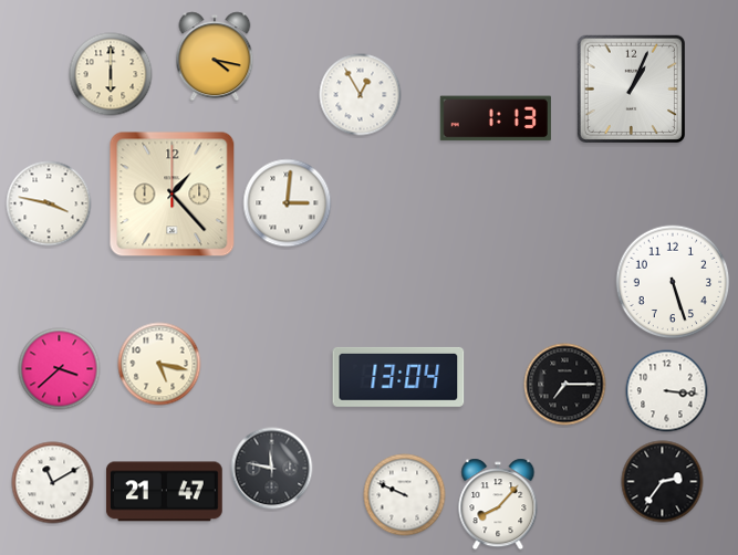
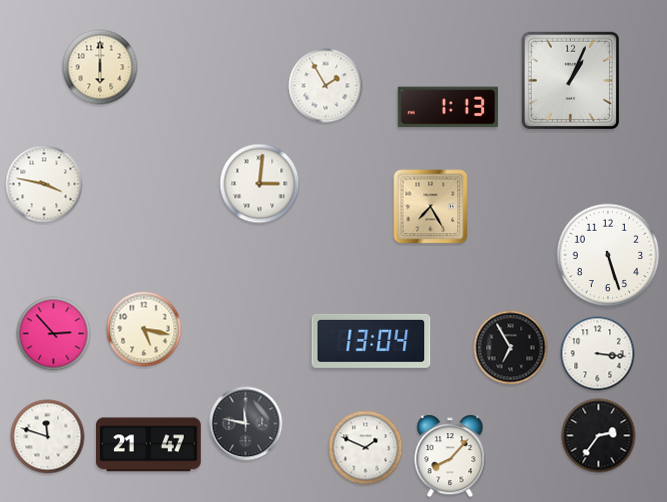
clock at (215, 56): 4:17 -> none
clock at (361, 95): 12:55 -> 1:55
clock at (173, 195): 1:23 -> none
clock at (431, 207): none -> 7:25
clock at (60, 369): 3:38 -> 2:53
clock at (398, 377) position: (398, 377) -> (371, 341)
clock at (565, 385): 7:15 -> 6:55
clock at (667, 391) position: (667, 391) -> (598, 354)
clock at (53, 483): 11:10 -> 11:48
clock at (405, 495): 9:49 -> 1:49
